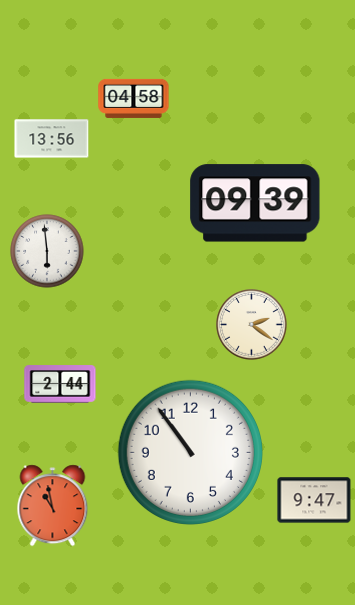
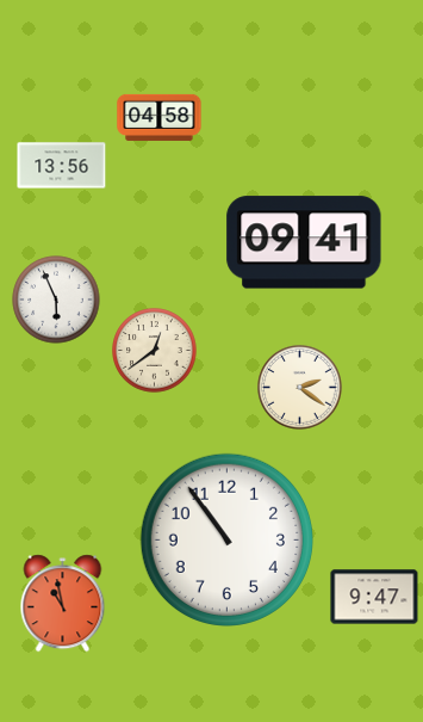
clock at (255, 203): 09:39 -> 09:41
clock at (47, 251): 5:59 -> 5:56
clock at (155, 351): none -> 12:39
clock at (60, 384): 2:44 -> none
